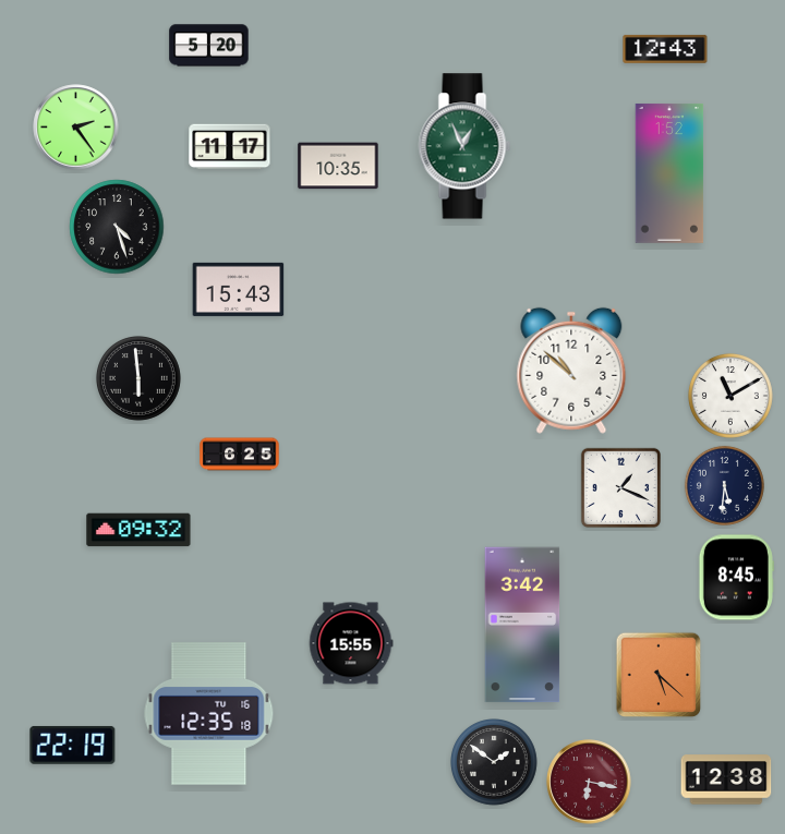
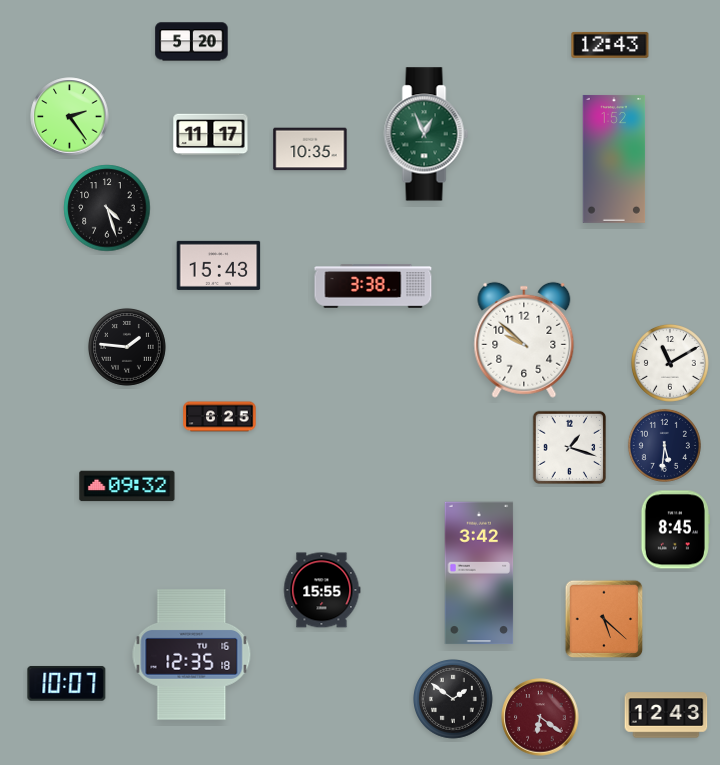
clock at (338, 166) position: (338, 166) -> (310, 149)
clock at (373, 286): none -> 3:38
clock at (571, 371): 10:52 -> 9:52
clock at (138, 378): 5:59 -> 1:46
clock at (620, 487): 1:19 -> 1:18
clock at (73, 745): 22:19 -> 10:07
clock at (726, 779): 12:38 -> 12:43
clock at (589, 782): 6:17 -> 6:21
